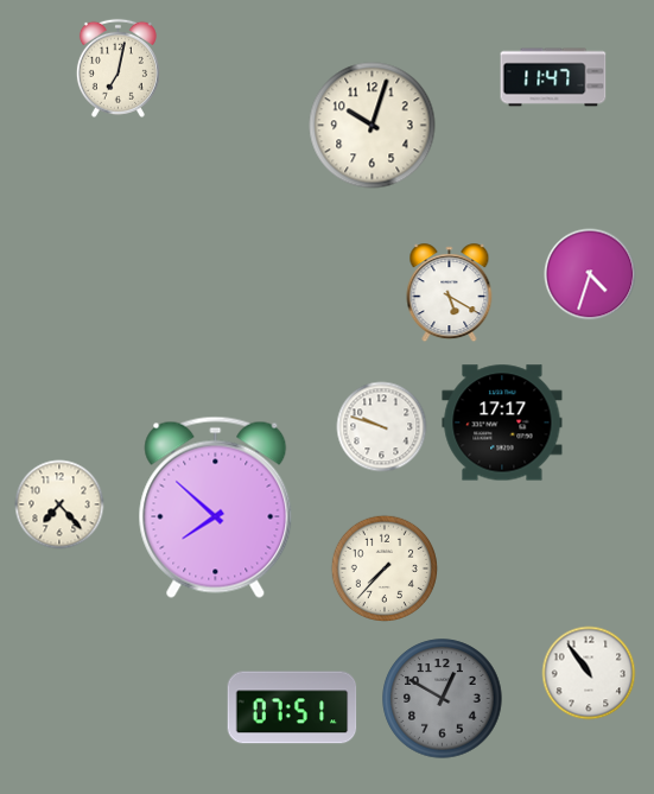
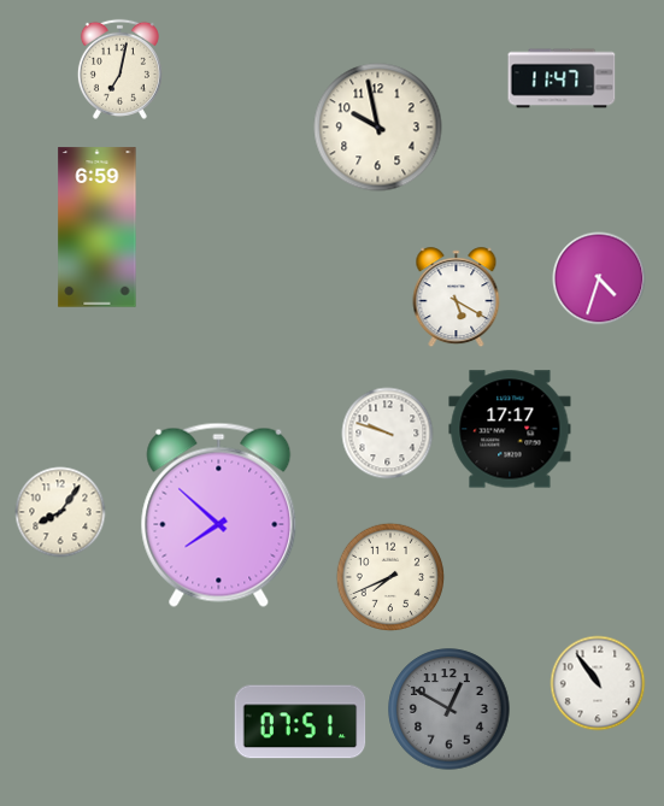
clock at (373, 126): 10:03 -> 9:58
clock at (98, 228): none -> 6:59
clock at (59, 504): 7:23 -> 8:06
clock at (385, 568): 7:37 -> 7:41
clock at (292, 707) position: (292, 707) -> (300, 722)
